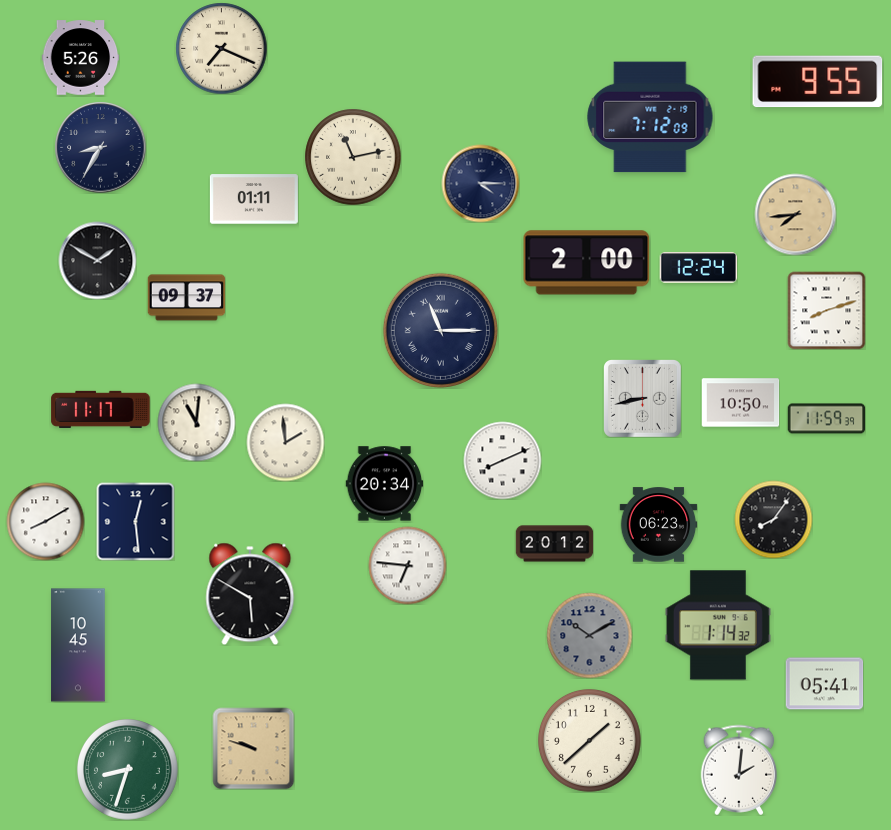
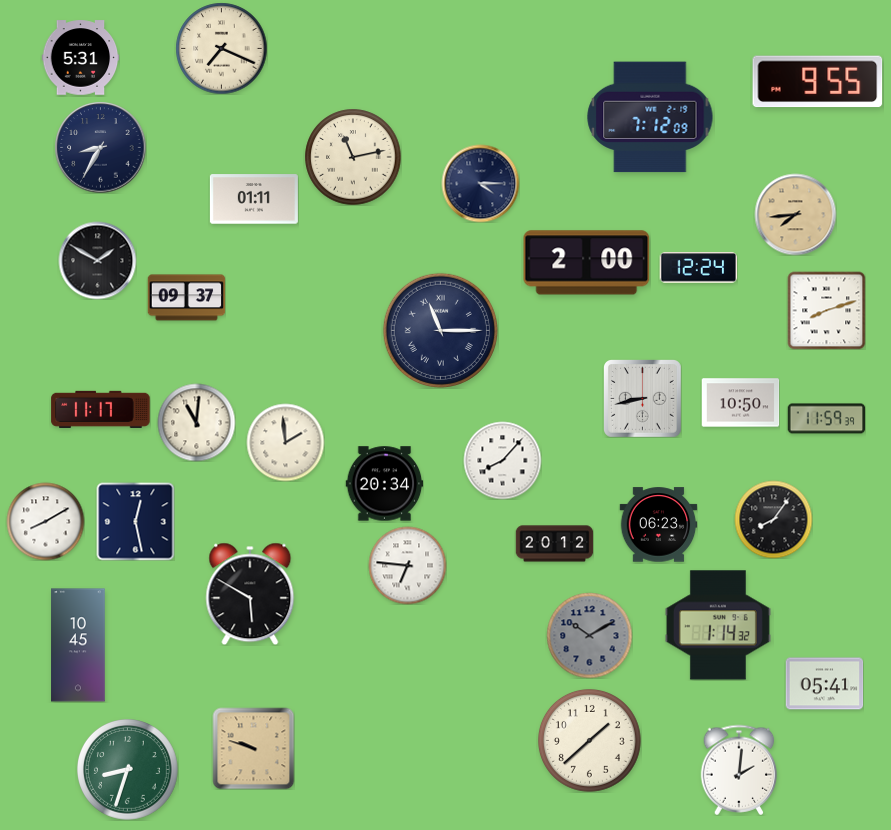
clock at (80, 58): 5:26 -> 5:31
clock at (502, 460): 8:11 -> 8:07
clock at (135, 521): 12:29 -> 12:28
